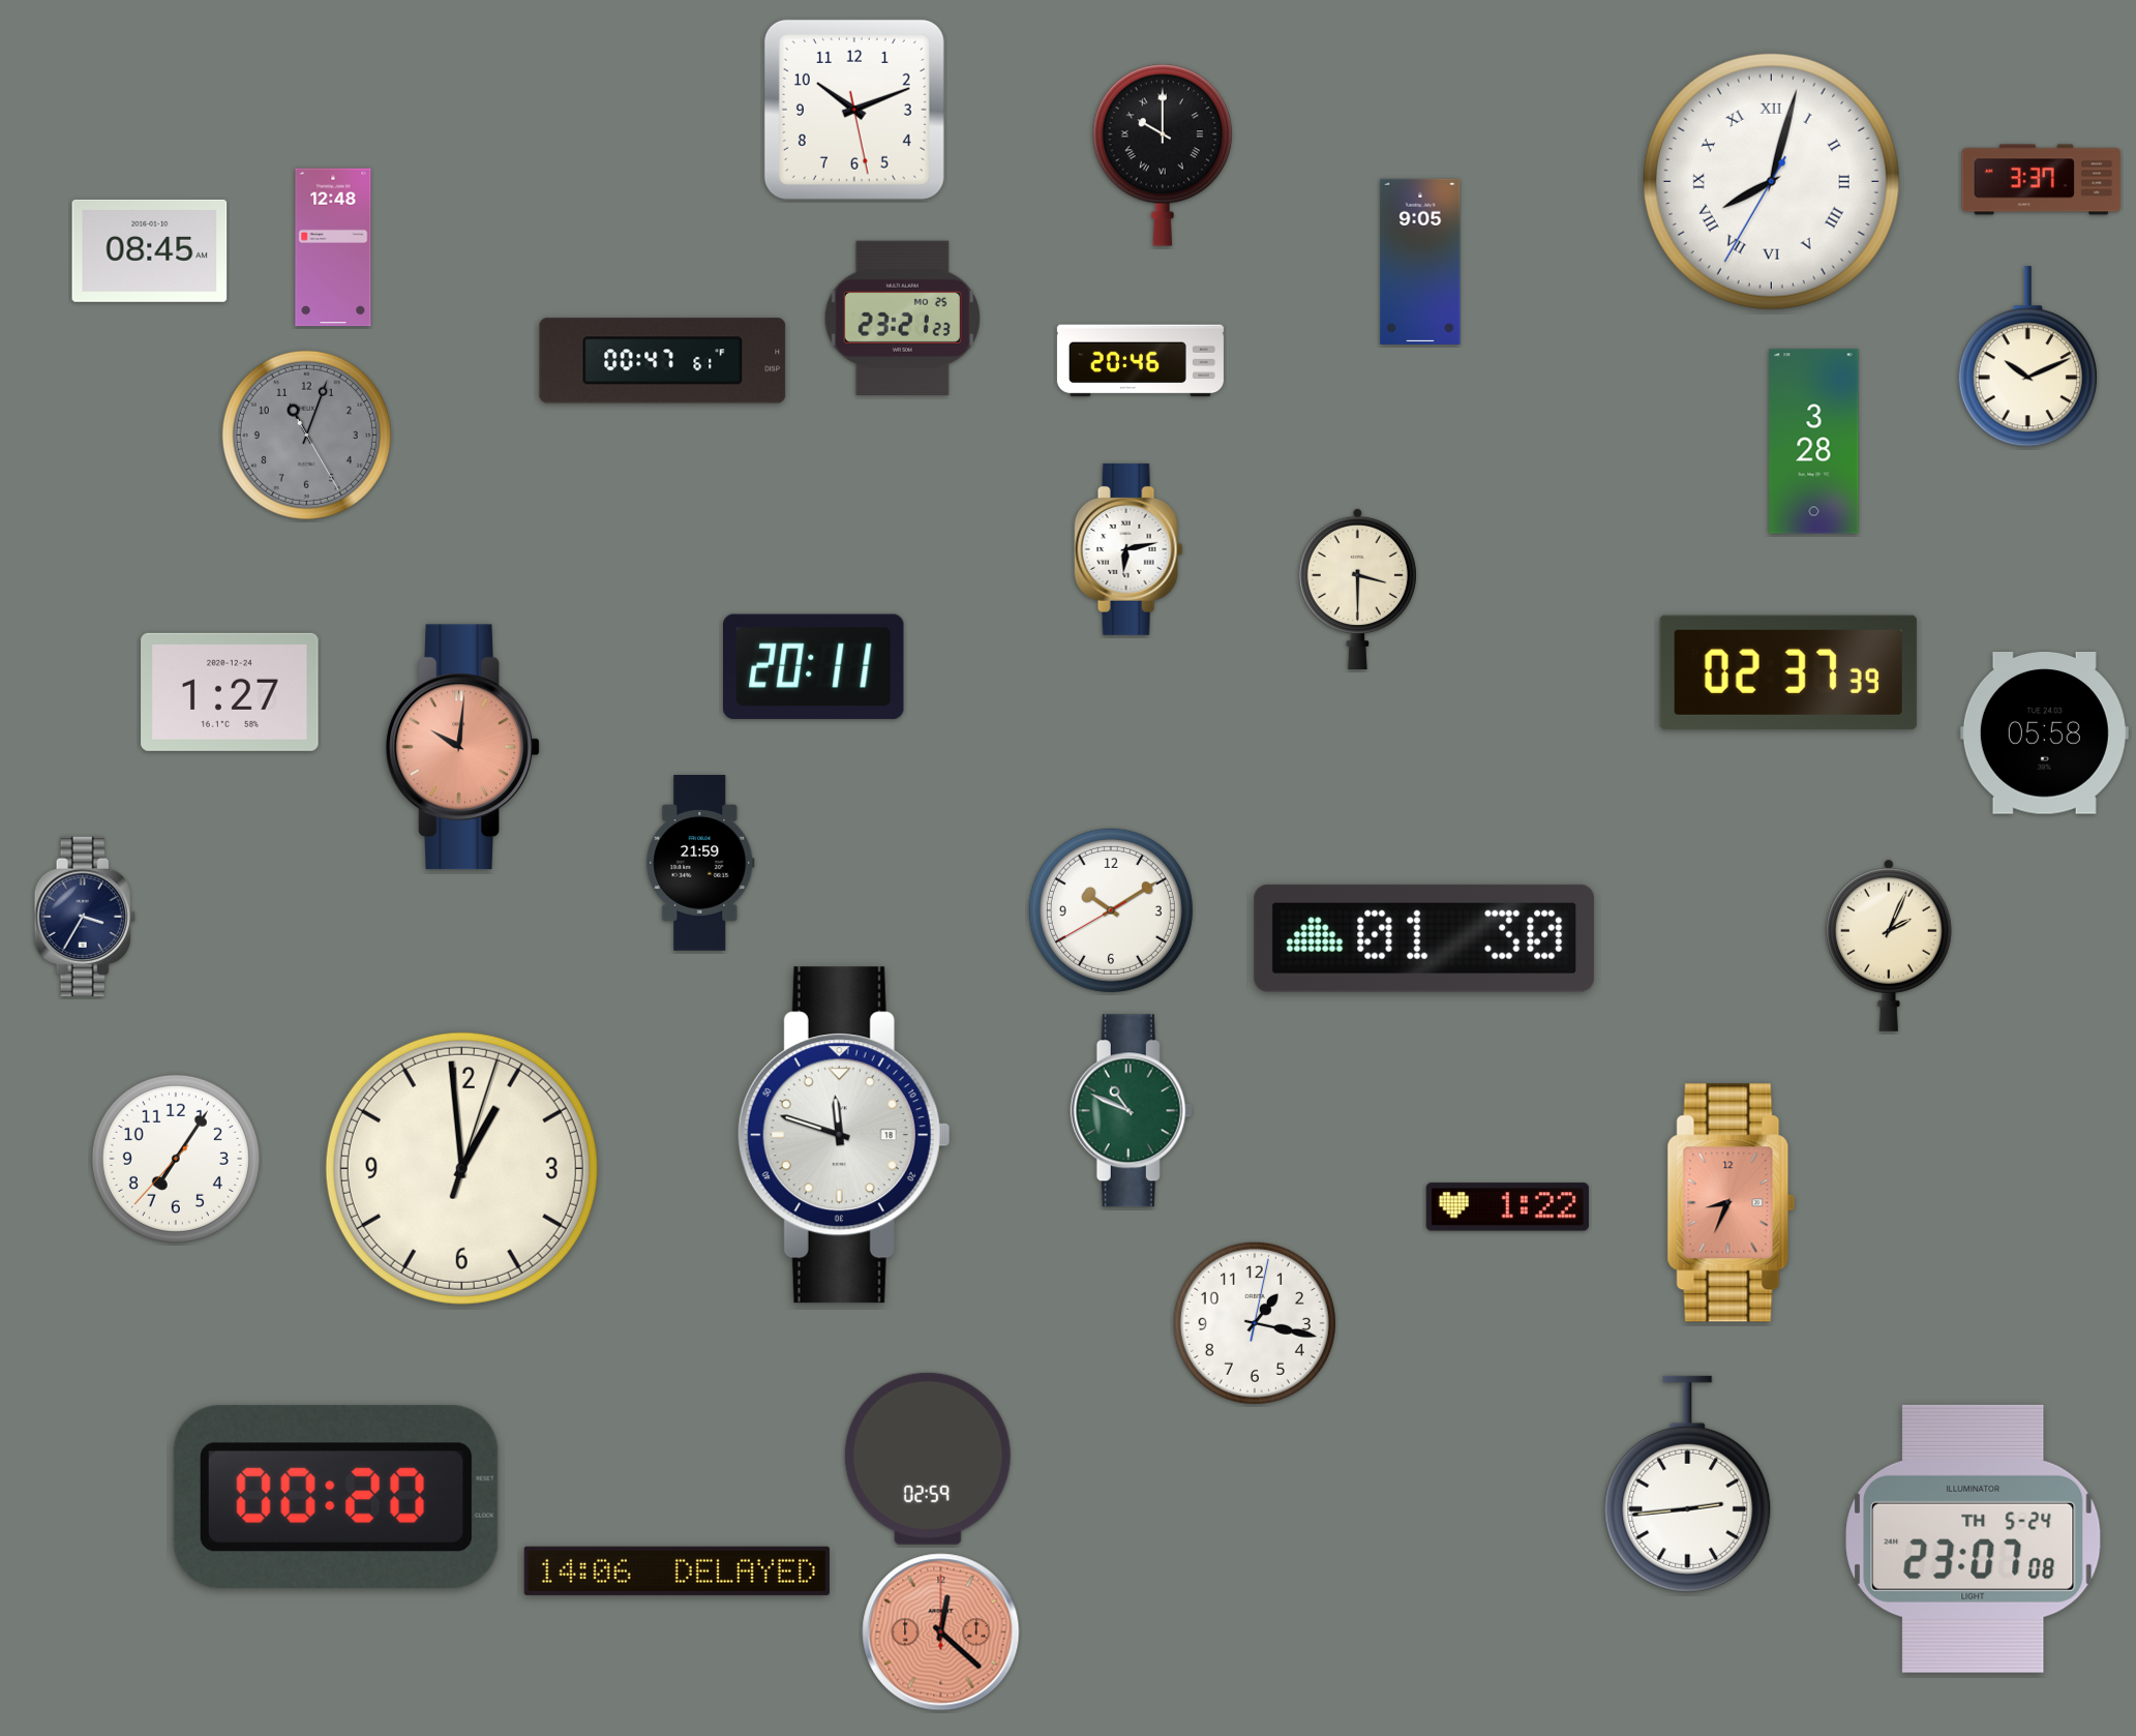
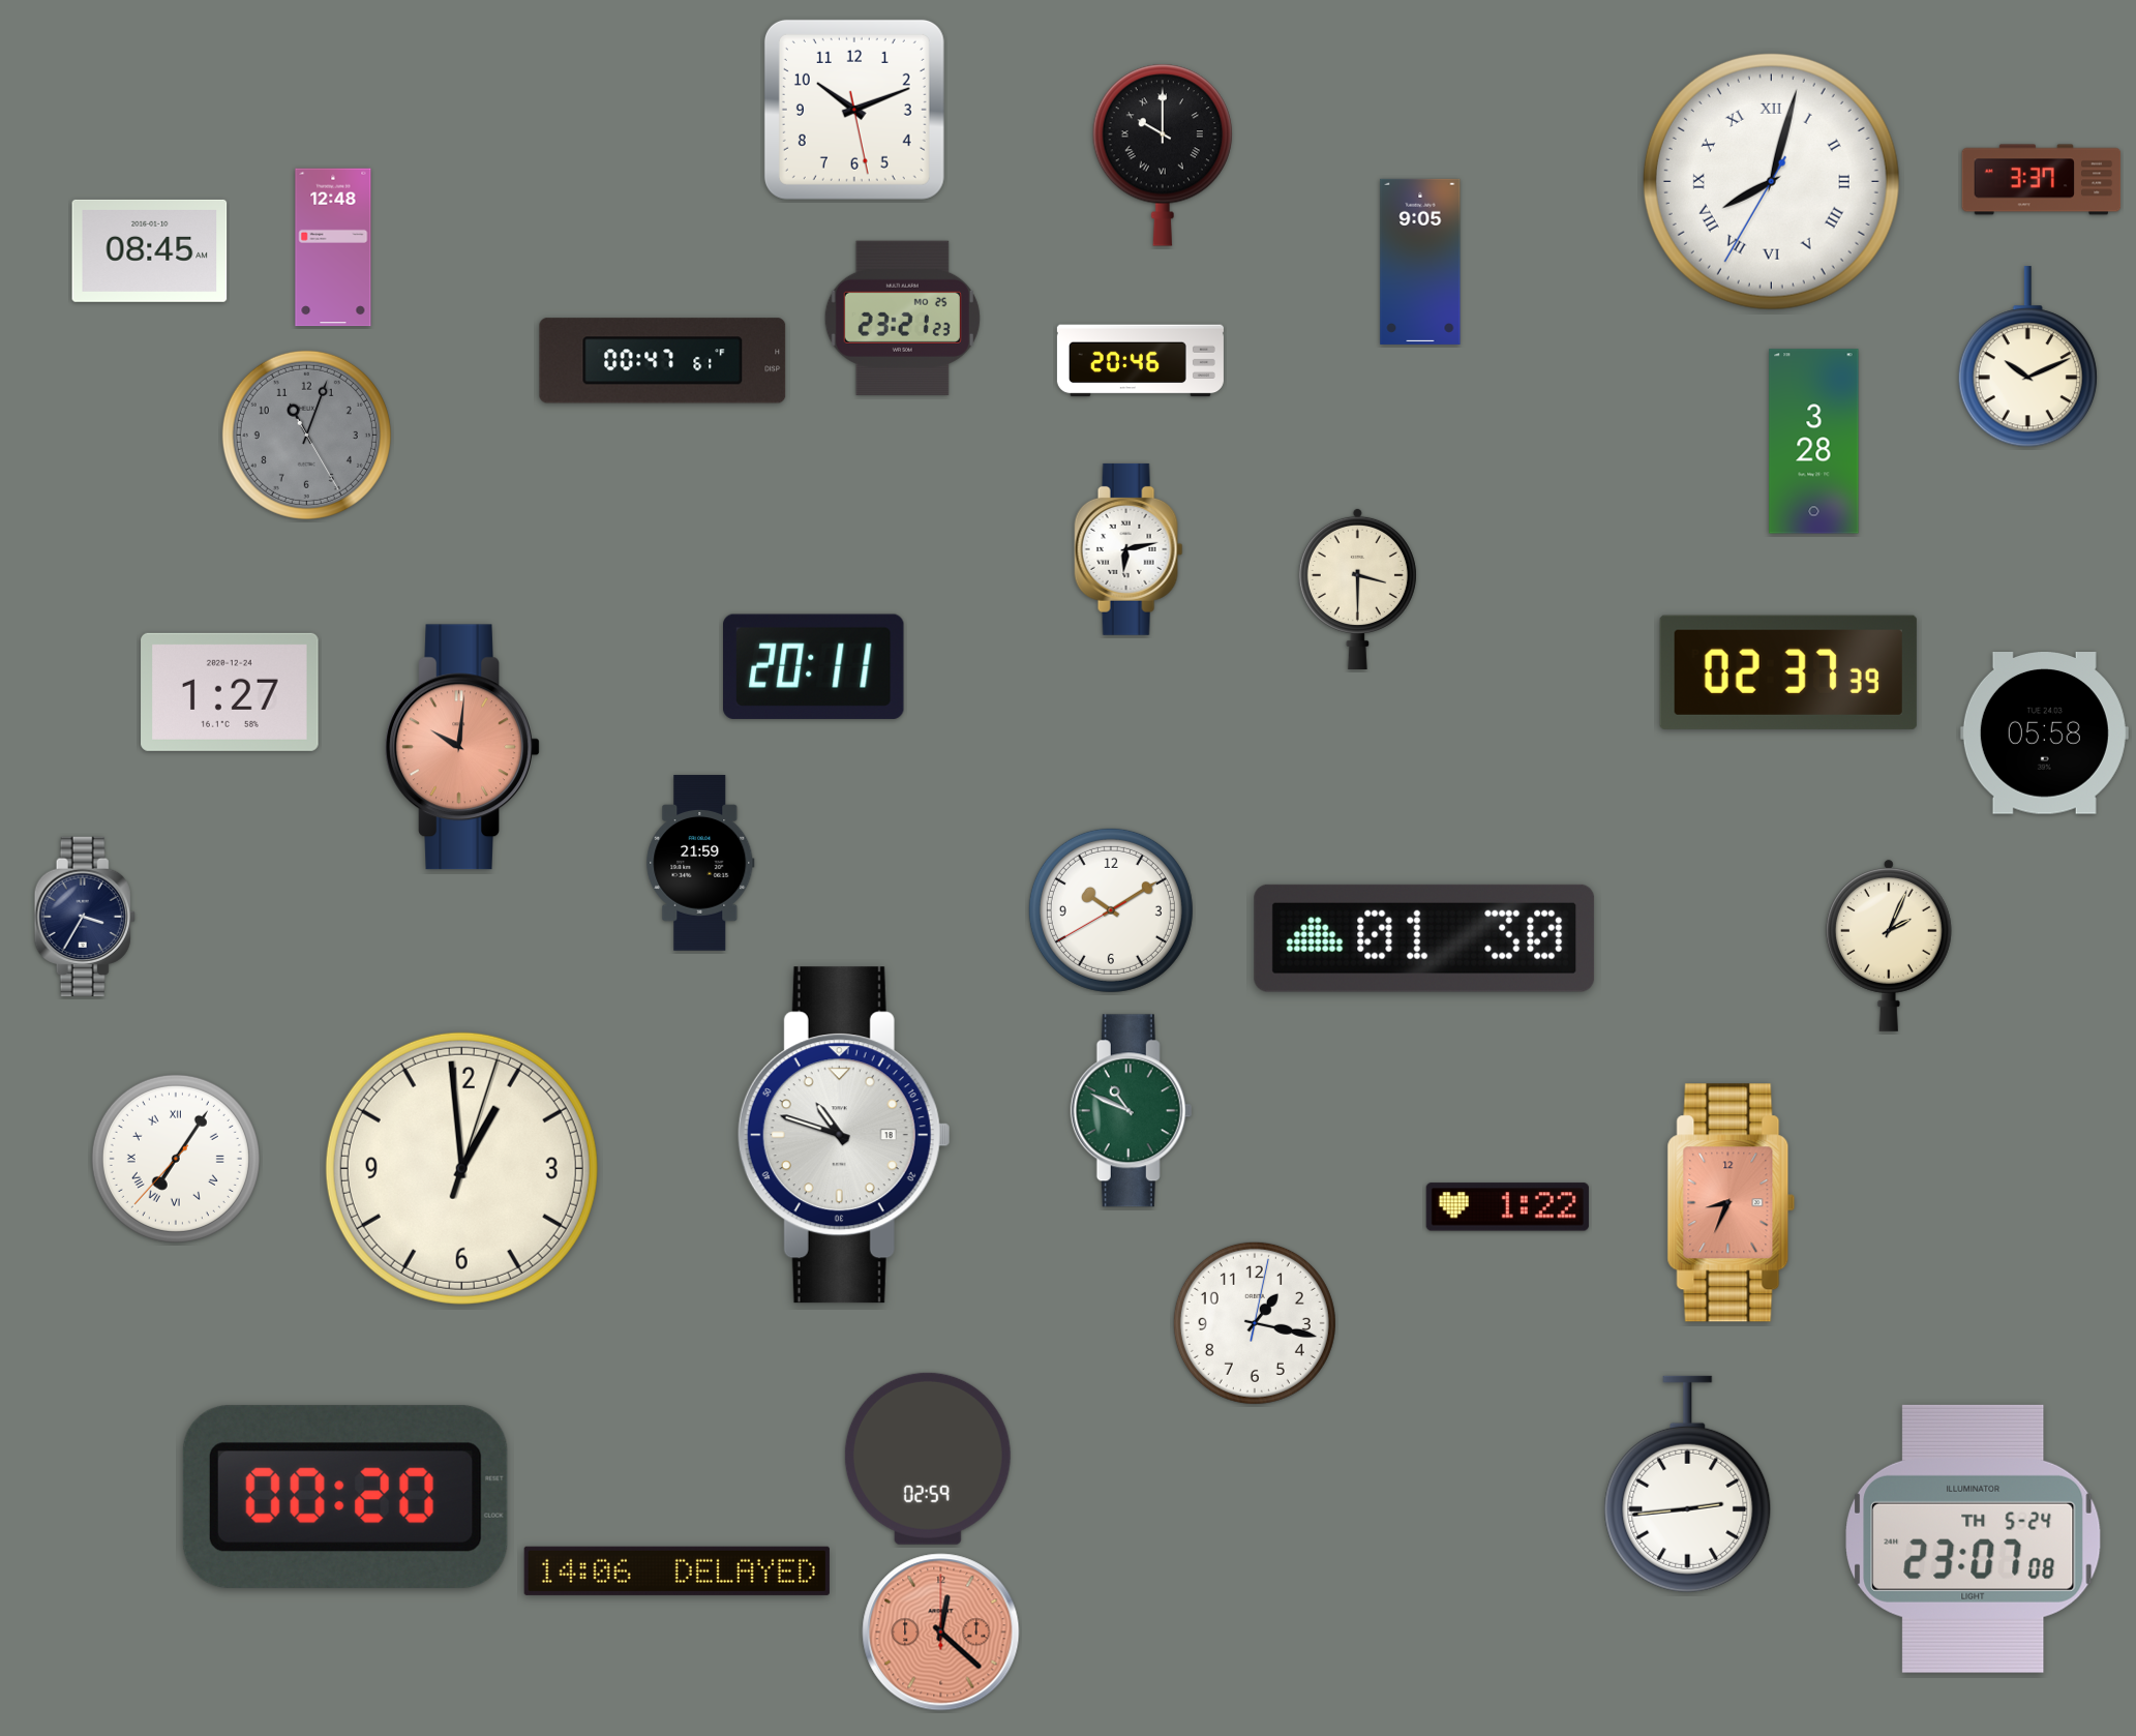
clock at (844, 1135): 11:48 -> 10:48
clock at (176, 1159) numerals: Arabic -> Roman
clock at (336, 1497) position: (336, 1497) -> (345, 1497)
